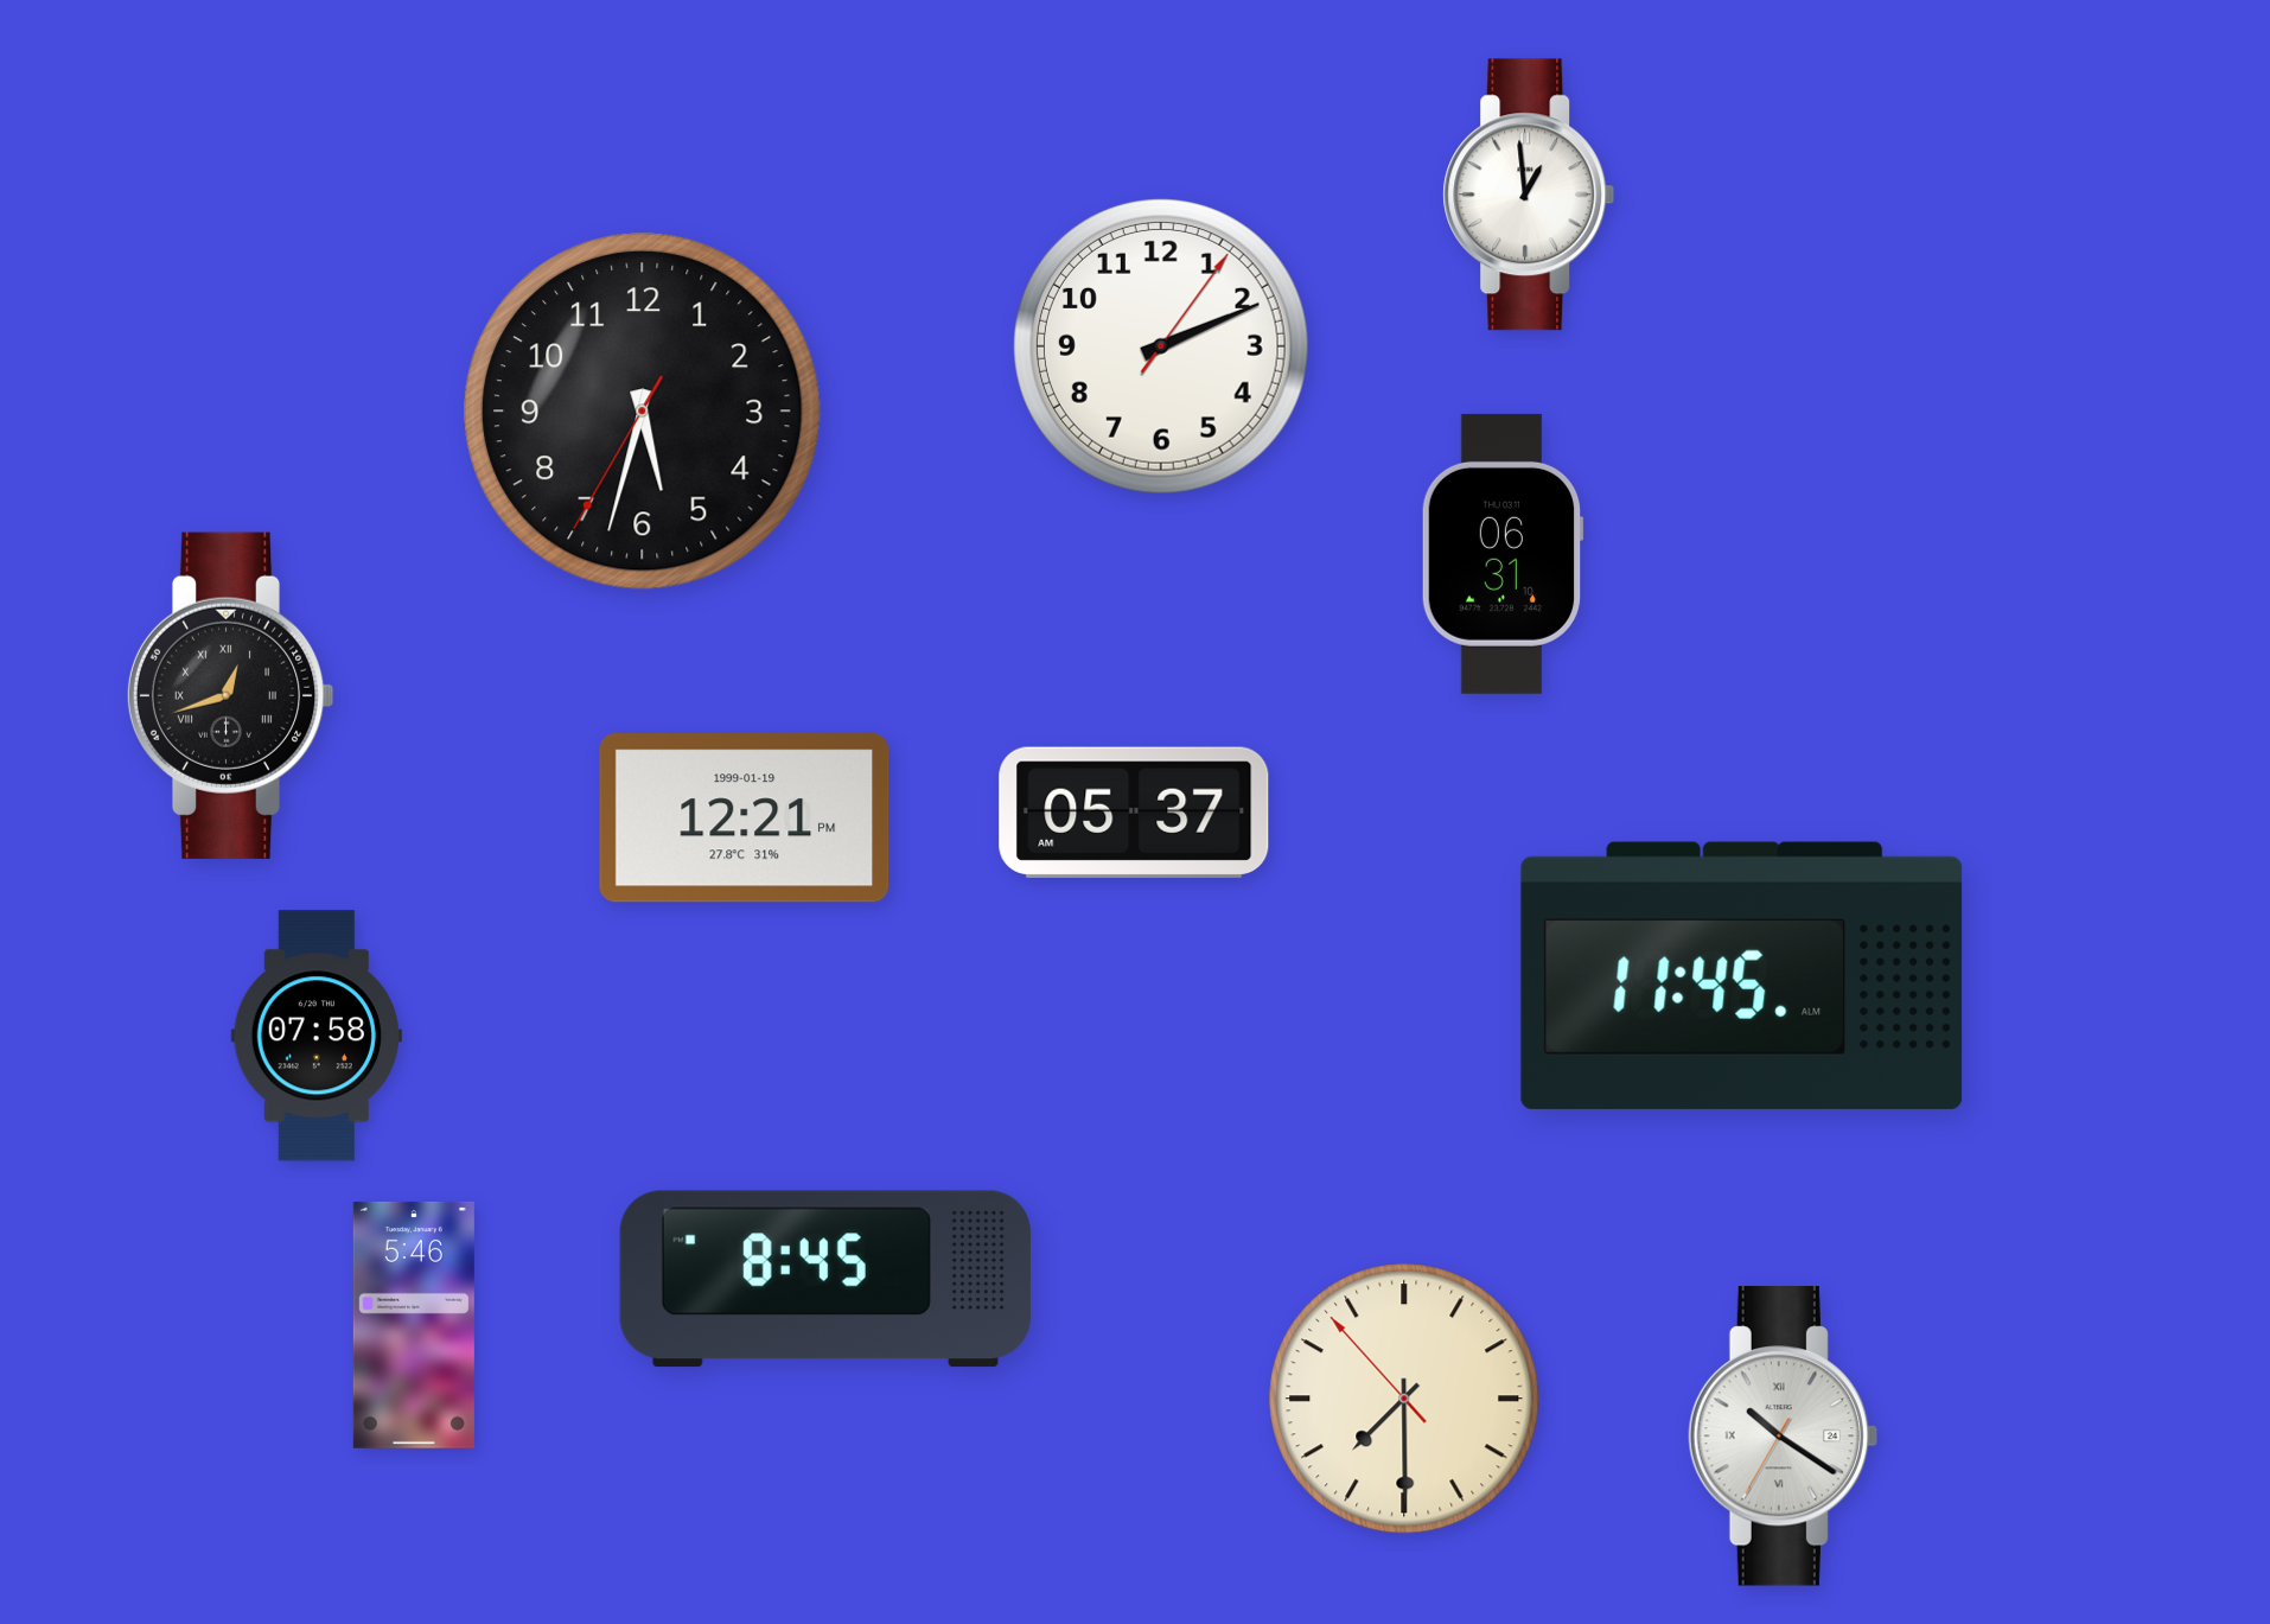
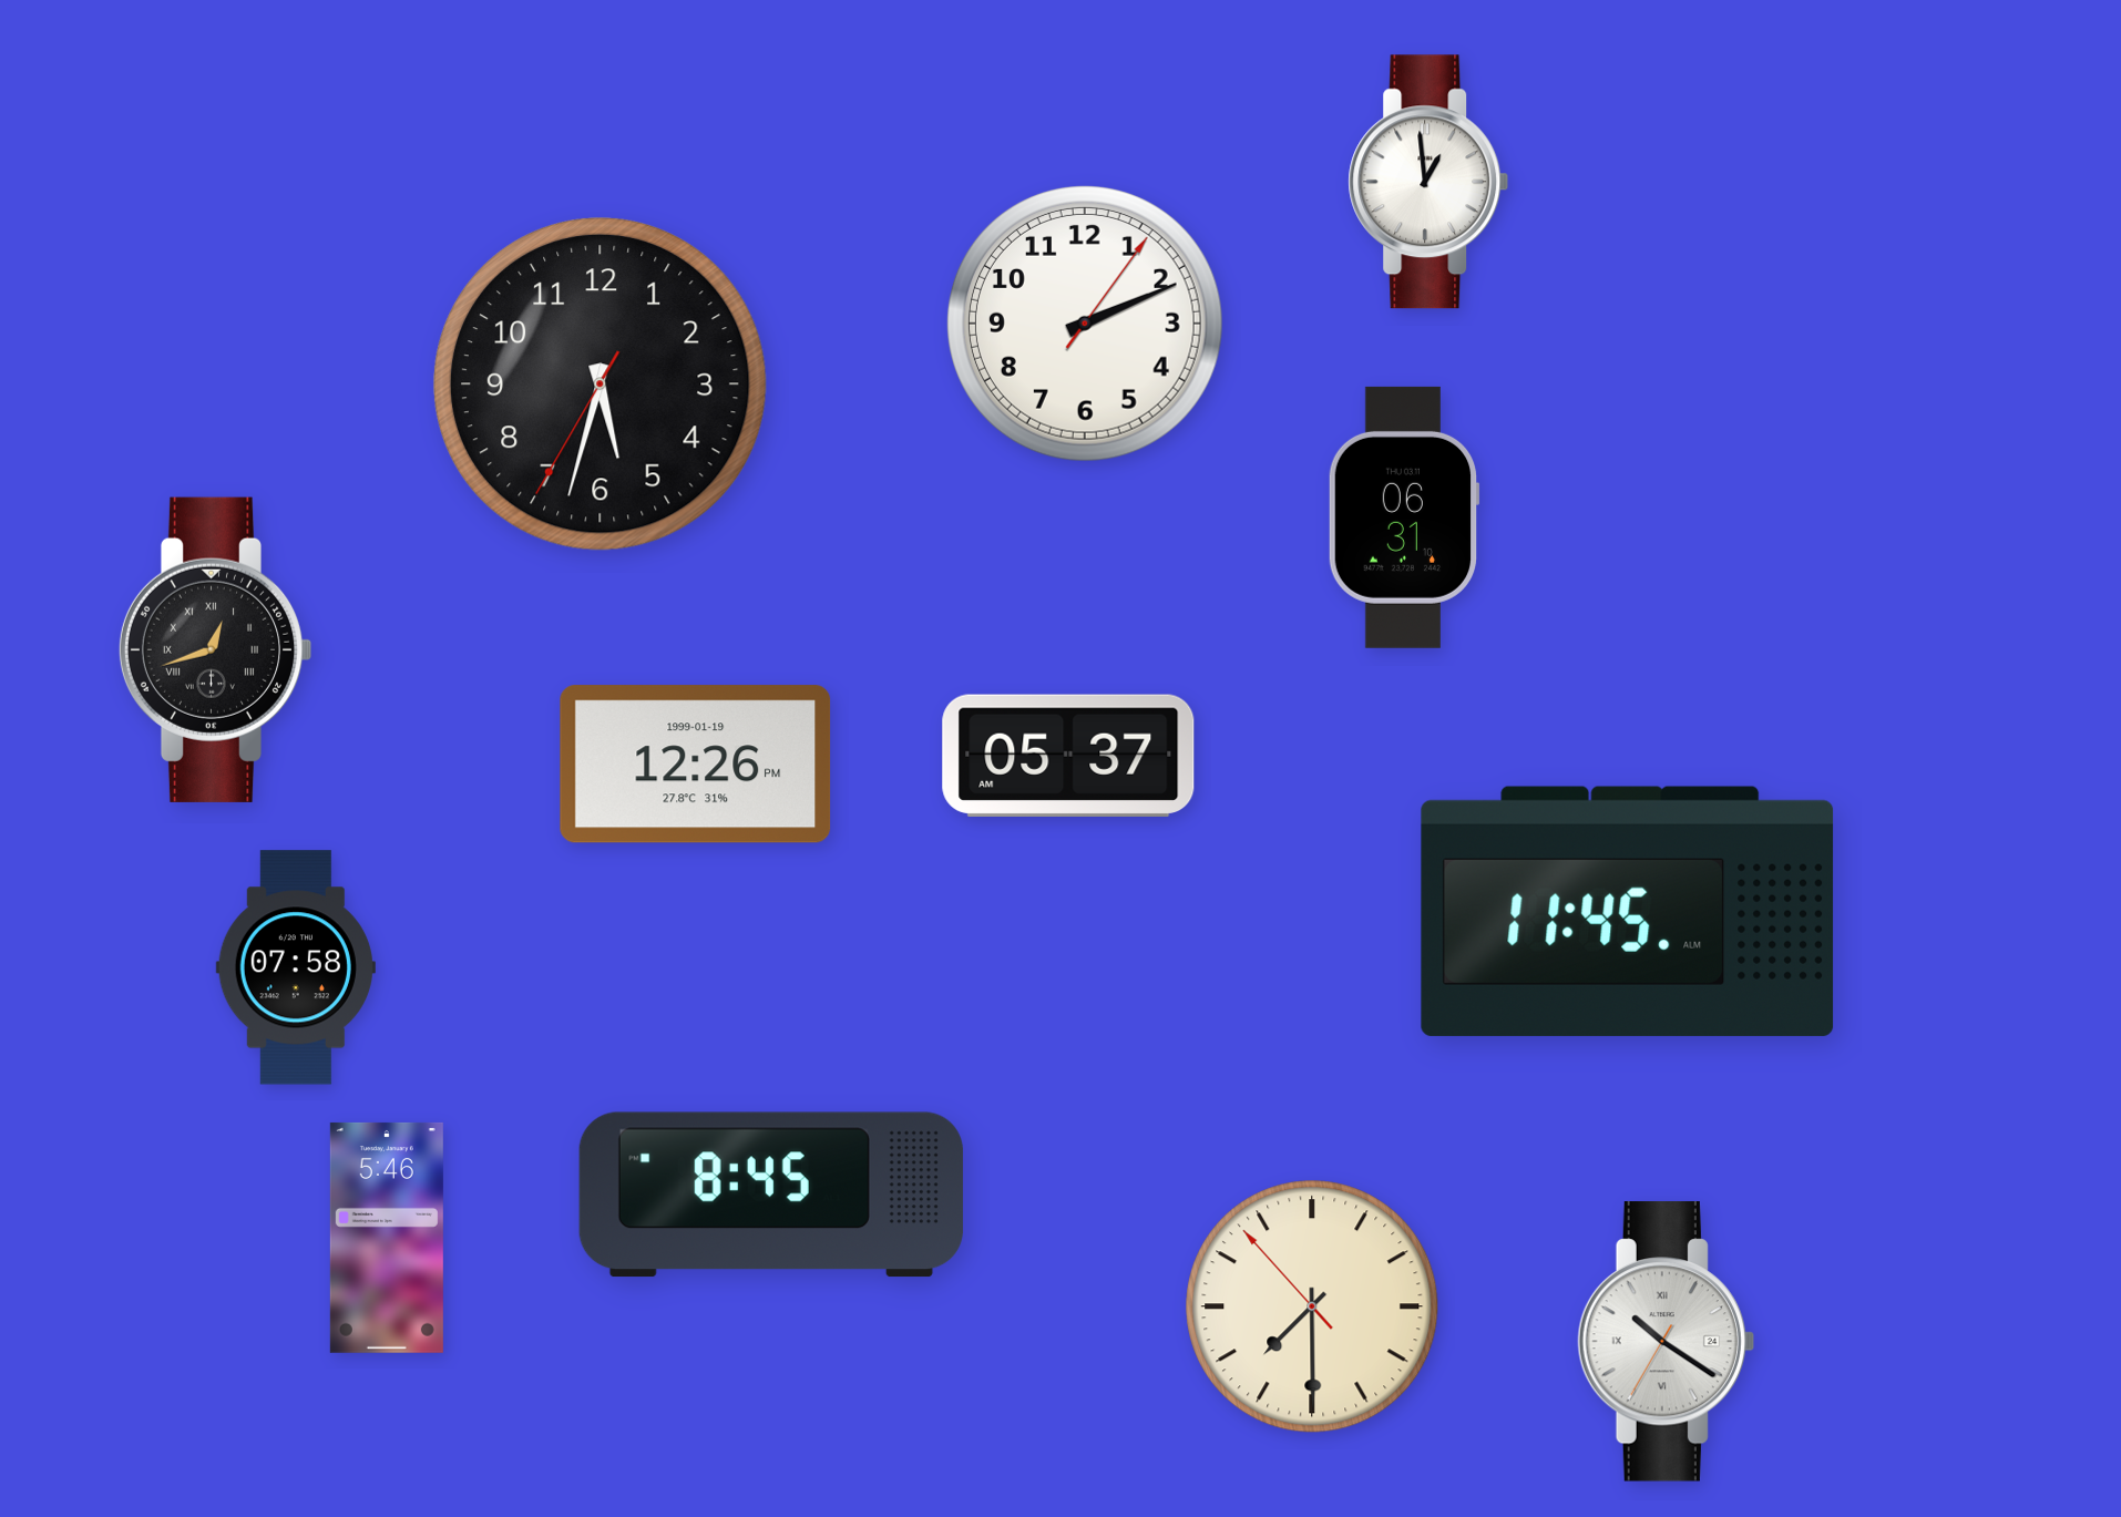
clock at (1134, 813) position: (1134, 813) -> (1068, 756)
clock at (745, 819): 12:21 -> 12:26
